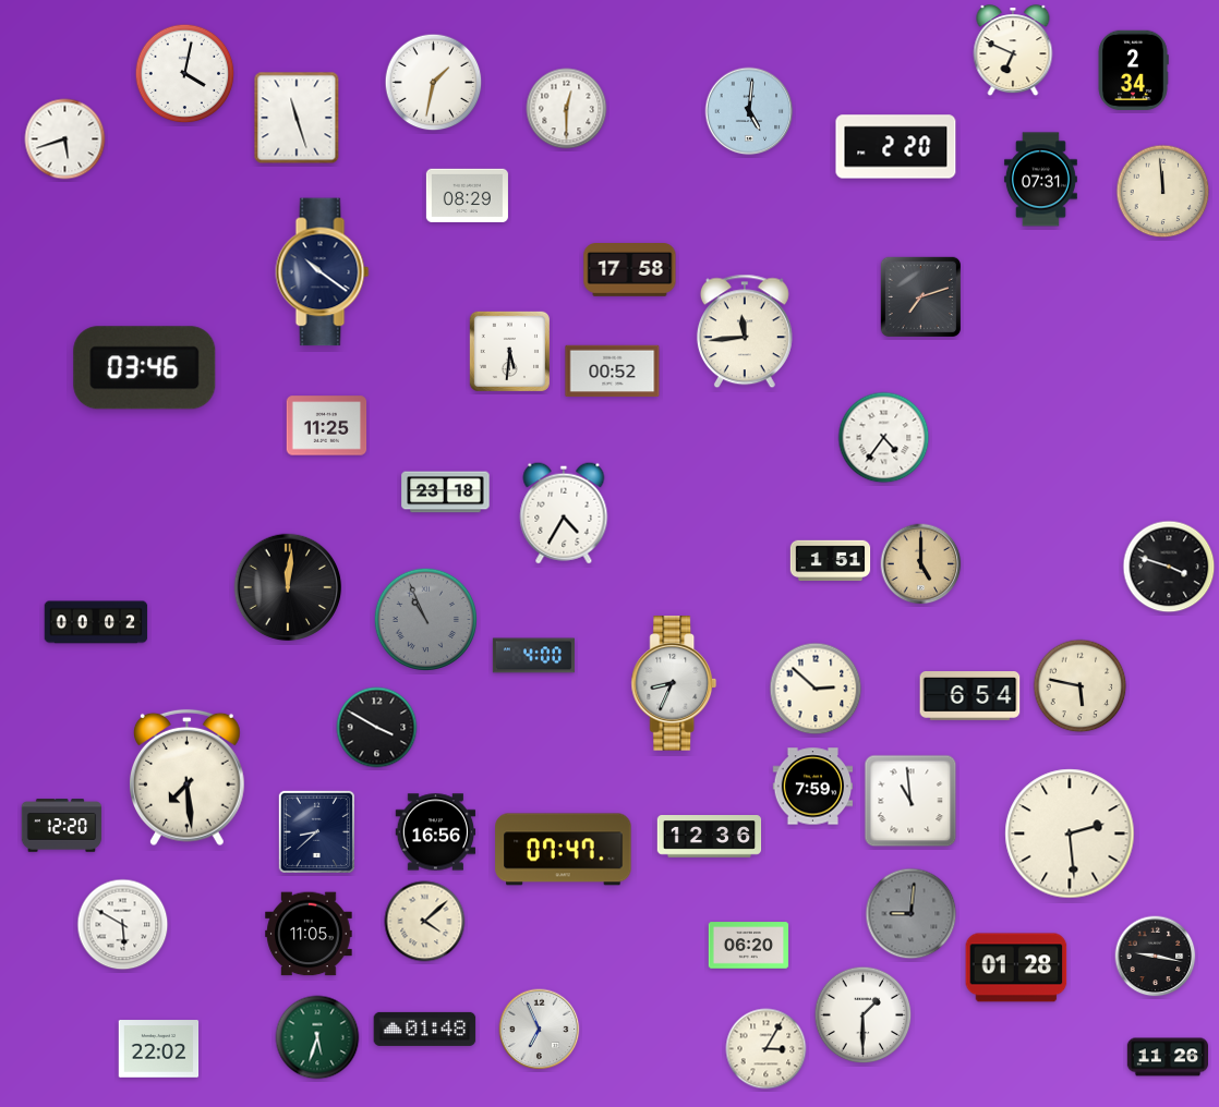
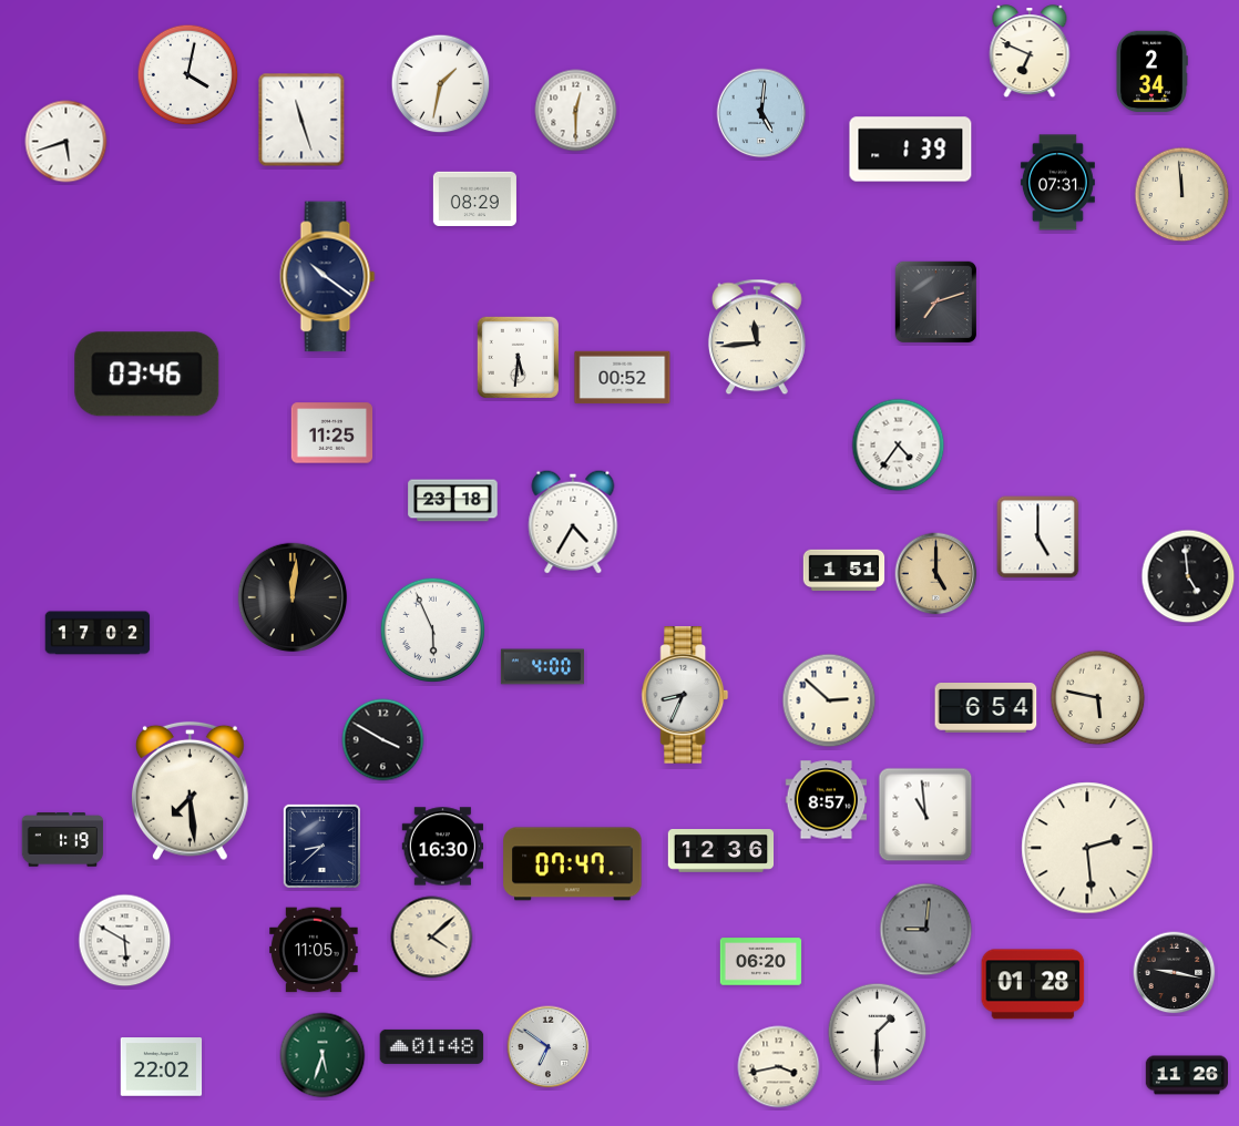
clock at (896, 147): 2:20 -> 1:39
clock at (630, 270): 17:58 -> none
clock at (1038, 538): none -> 5:00
clock at (1169, 567): 3:48 -> 4:59
clock at (425, 619): 10:56 -> 5:56
clock at (425, 619) dial: grey -> white
clock at (96, 622): 00:02 -> 17:02
clock at (813, 787): 7:59 -> 8:57
clock at (62, 826): 12:20 -> 1:19
clock at (436, 832): 16:56 -> 16:30
clock at (540, 1030): 6:56 -> 6:51
clock at (767, 1049): 3:05 -> 3:43
